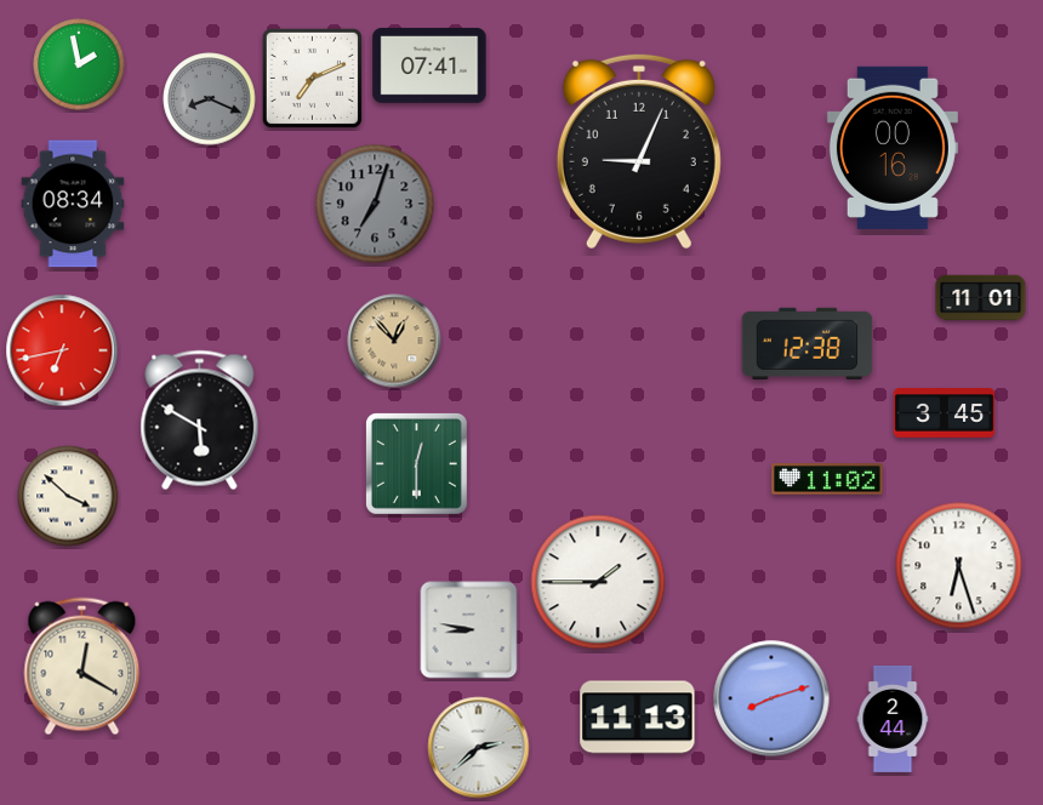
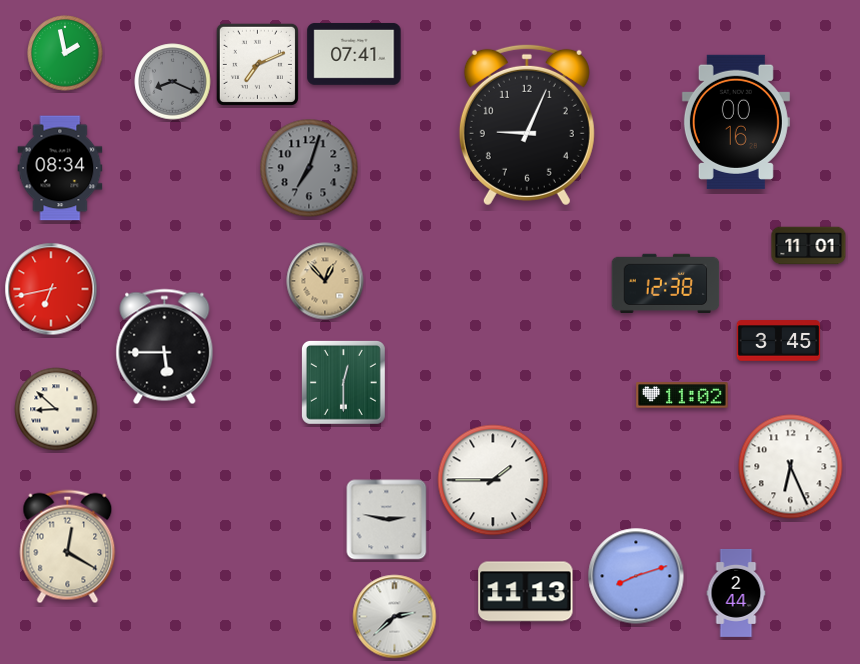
clock at (200, 421): 5:50 -> 5:45
clock at (68, 496): 3:52 -> 8:52
clock at (959, 566): 6:27 -> 6:26
clock at (469, 630): 8:47 -> 2:47
clock at (82, 667) position: (82, 667) -> (68, 547)
